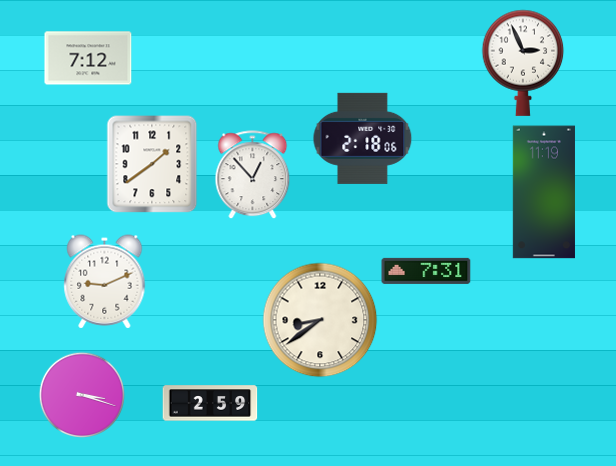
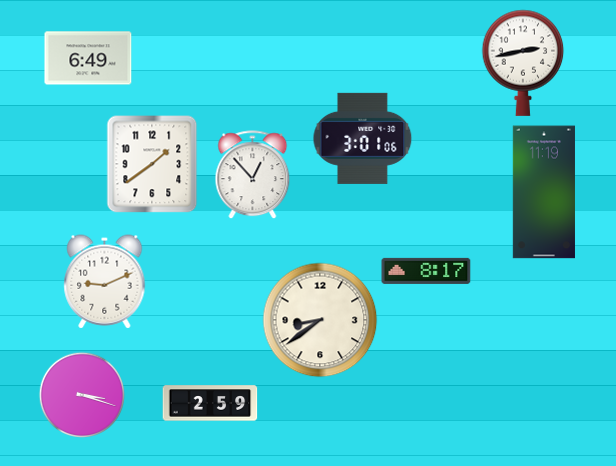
clock at (88, 58): 7:12 -> 6:49
clock at (523, 63): 2:56 -> 2:43
clock at (363, 138): 2:18 -> 3:01
clock at (426, 271): 7:31 -> 8:17
